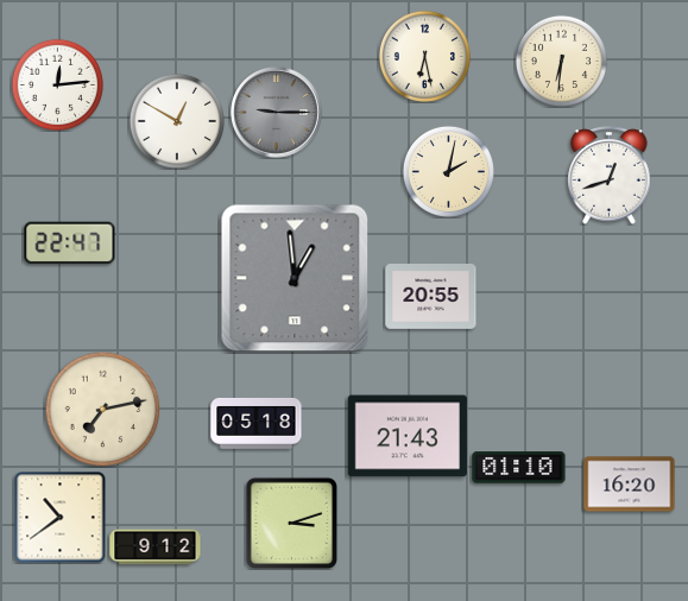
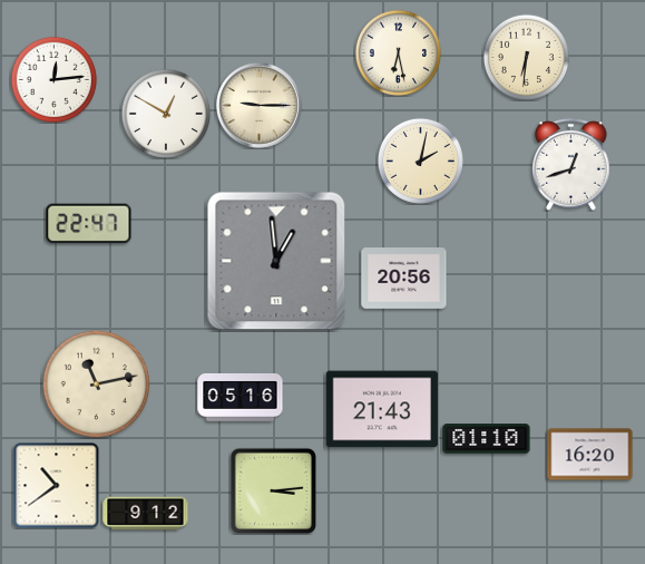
clock at (277, 113) dial: grey -> cream
clock at (70, 243) position: (70, 243) -> (89, 224)
clock at (431, 297): 20:55 -> 20:56
clock at (102, 409): 7:13 -> 11:13
clock at (257, 424): 05:18 -> 05:16
clock at (291, 523): 3:12 -> 3:14
